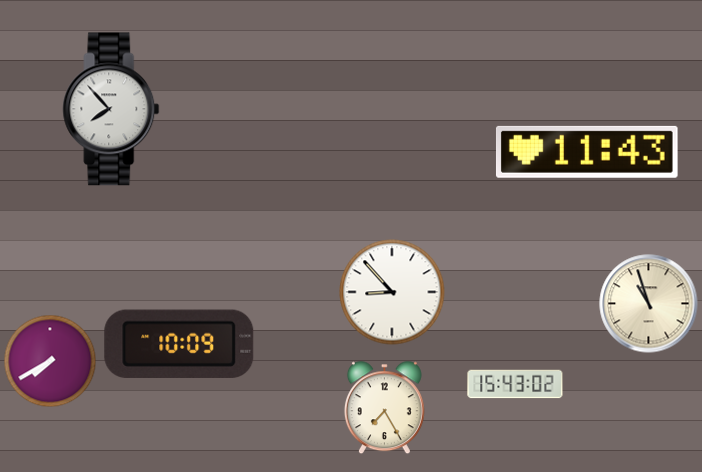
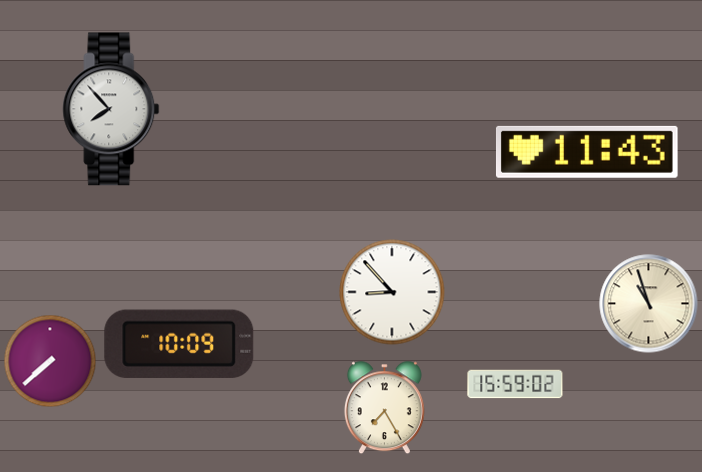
clock at (50, 361): 7:40 -> 7:38
clock at (515, 384): 15:43 -> 15:59
